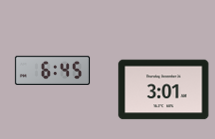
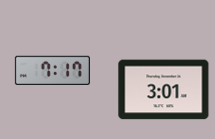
clock at (52, 70): 6:45 -> 7:17
